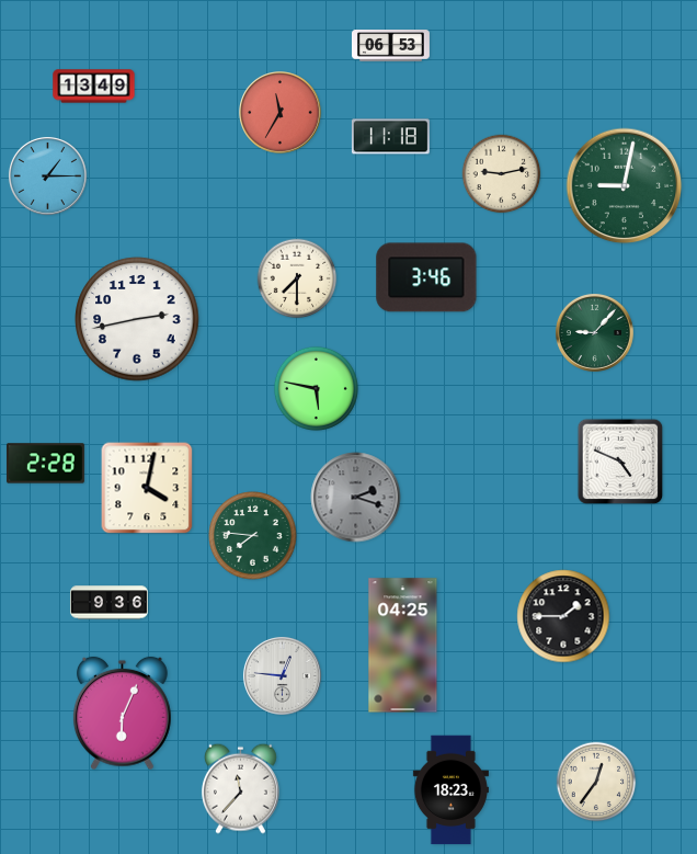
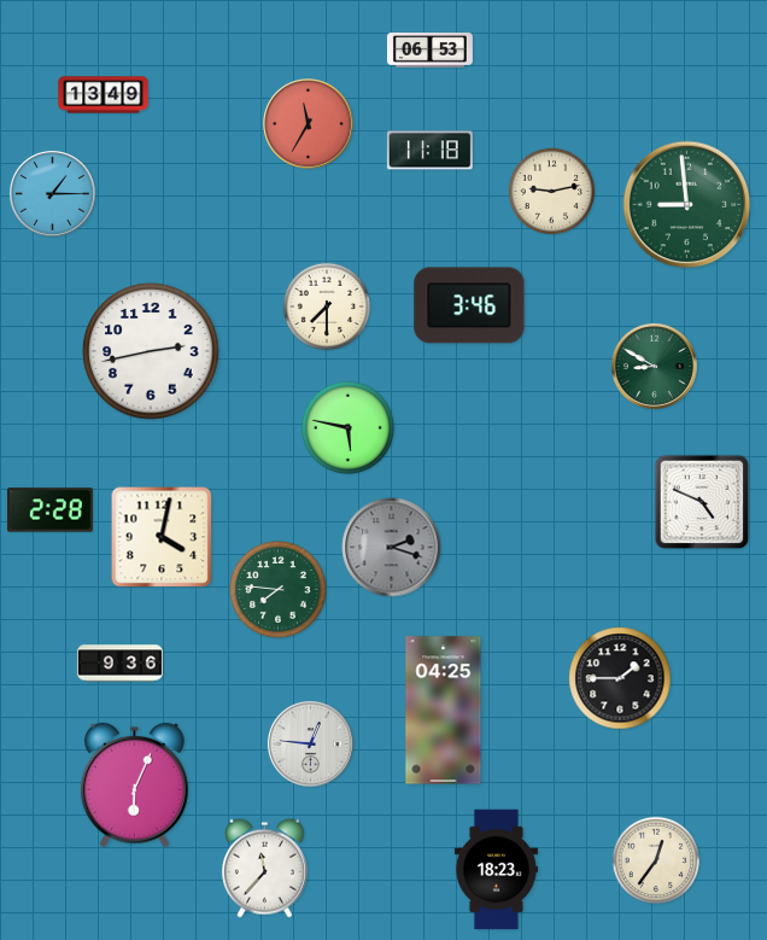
clock at (625, 186): 9:02 -> 8:59
clock at (594, 332): 9:07 -> 8:50
clock at (620, 462) position: (620, 462) -> (702, 502)
